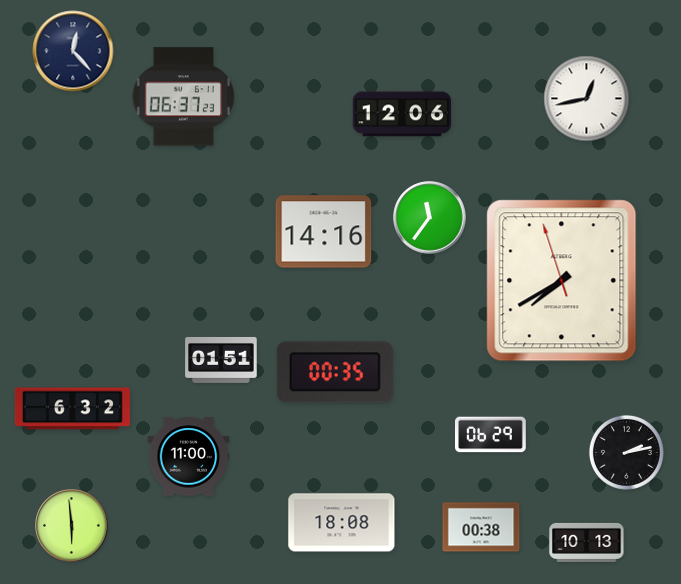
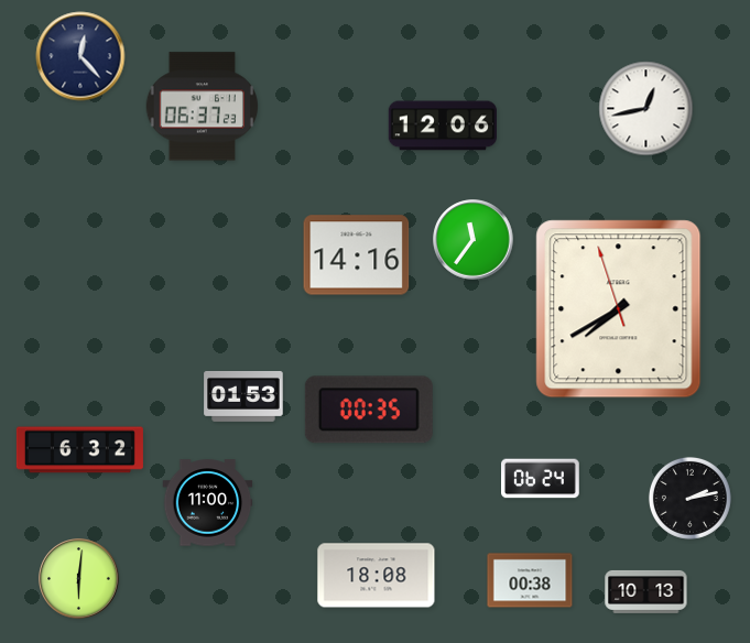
clock at (221, 360): 01:51 -> 01:53
clock at (491, 435): 06:29 -> 06:24
clock at (72, 526): 5:59 -> 6:01
clock at (587, 542) position: (587, 542) -> (646, 591)
